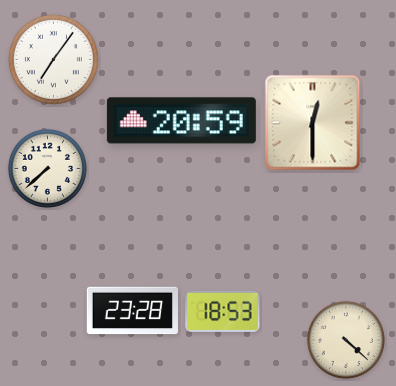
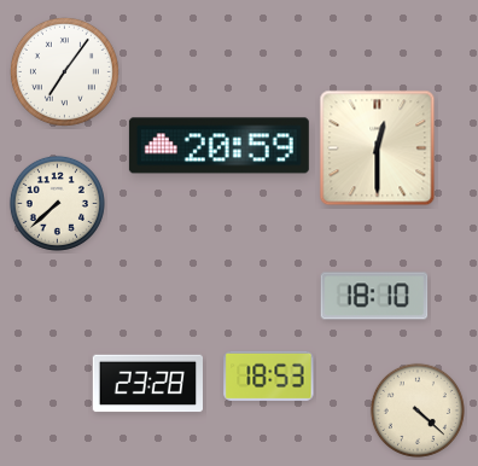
clock at (374, 296): none -> 18:10
clock at (132, 311) position: (132, 311) -> (147, 384)
